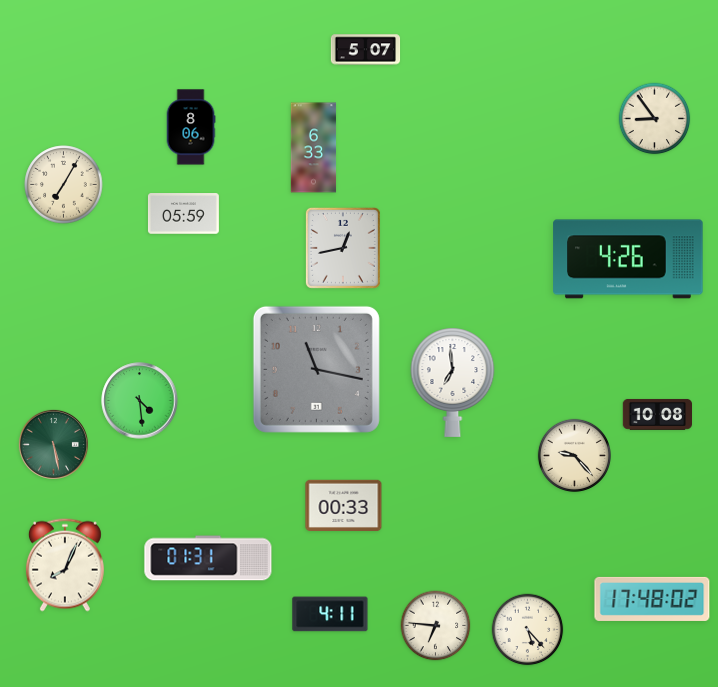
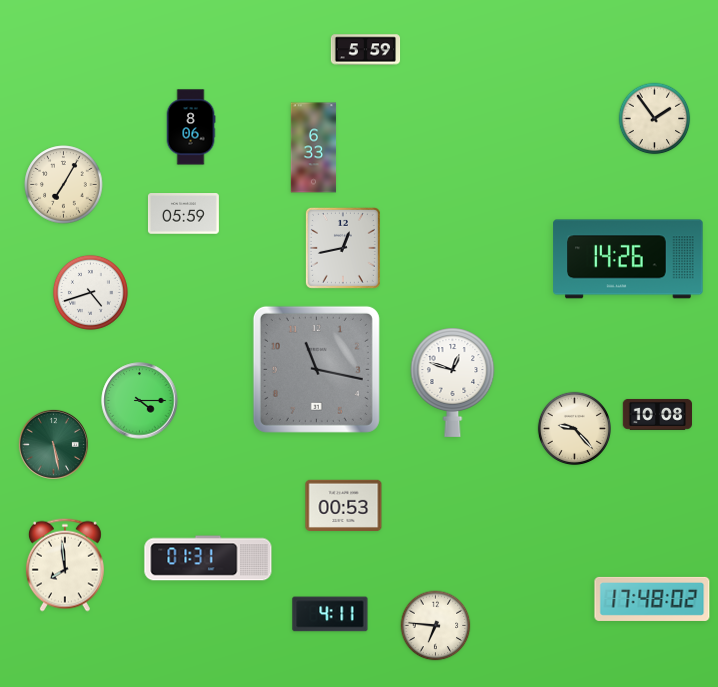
clock at (366, 50): 5:07 -> 5:59
clock at (655, 119): 8:54 -> 1:54
clock at (628, 259): 4:26 -> 14:26
clock at (90, 292): none -> 4:42
clock at (453, 382): 6:59 -> 12:48
clock at (140, 401): 4:29 -> 4:15
clock at (574, 455) position: (574, 455) -> (574, 428)
clock at (344, 505): 00:33 -> 00:53
clock at (65, 565): 8:04 -> 7:59
clock at (528, 630): 5:23 -> none
